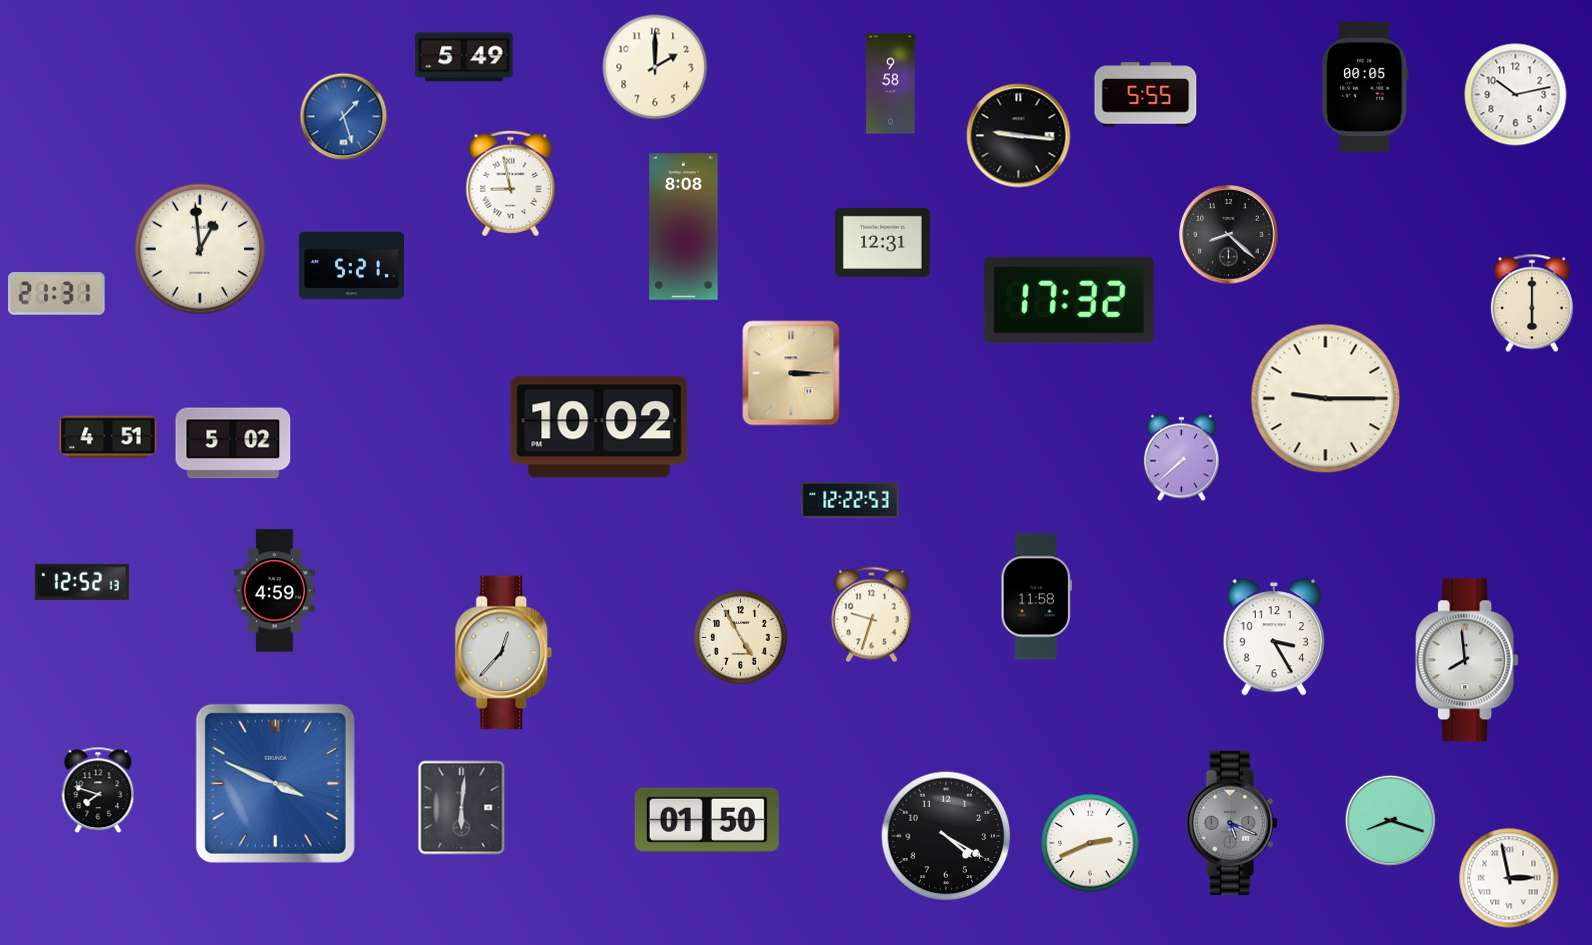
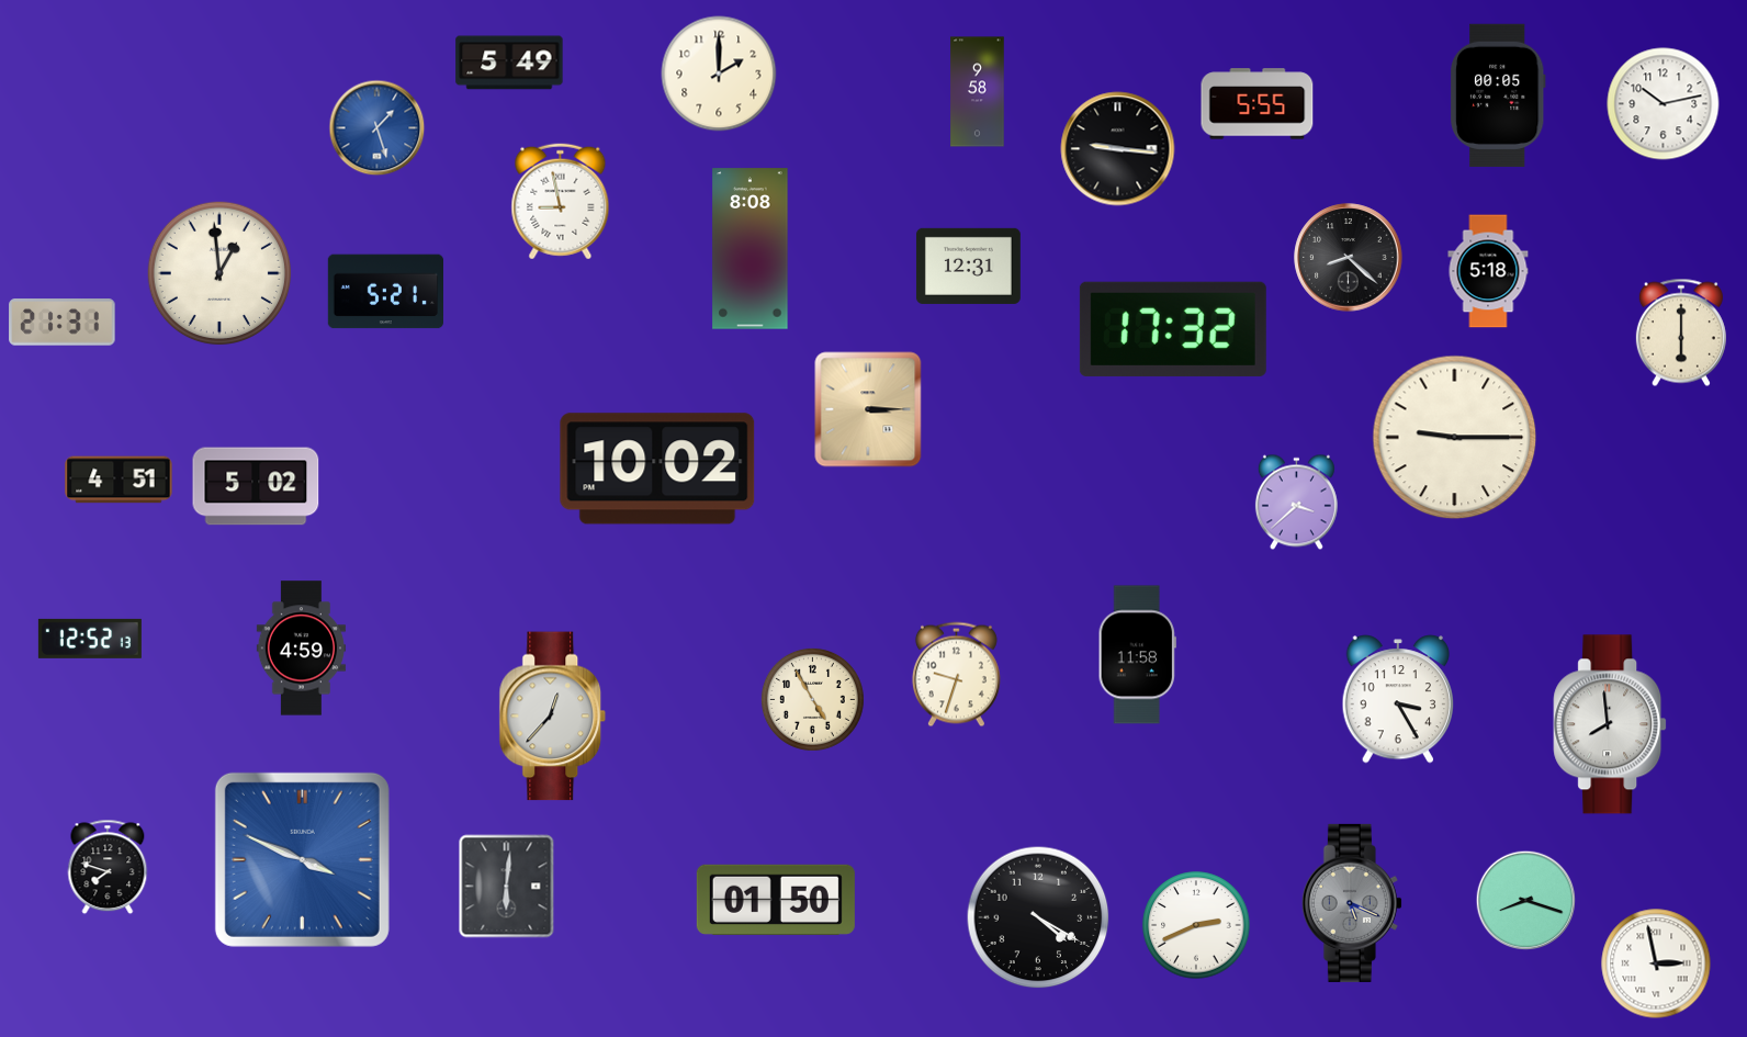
clock at (1488, 271): none -> 5:18
clock at (1181, 458): 7:38 -> 3:38
clock at (850, 500): 12:22 -> none
